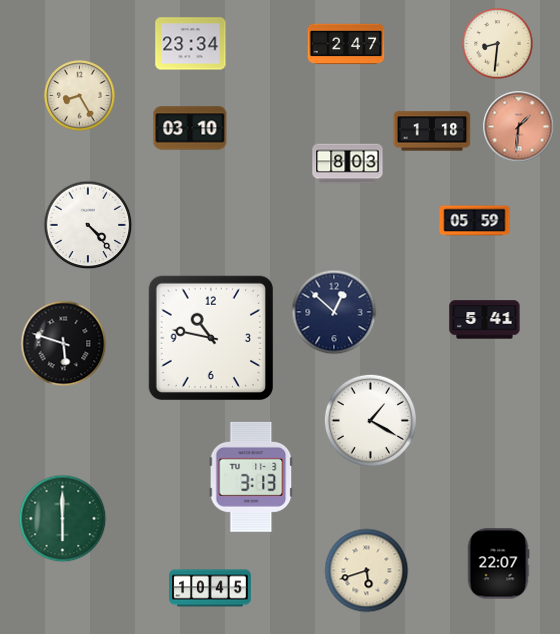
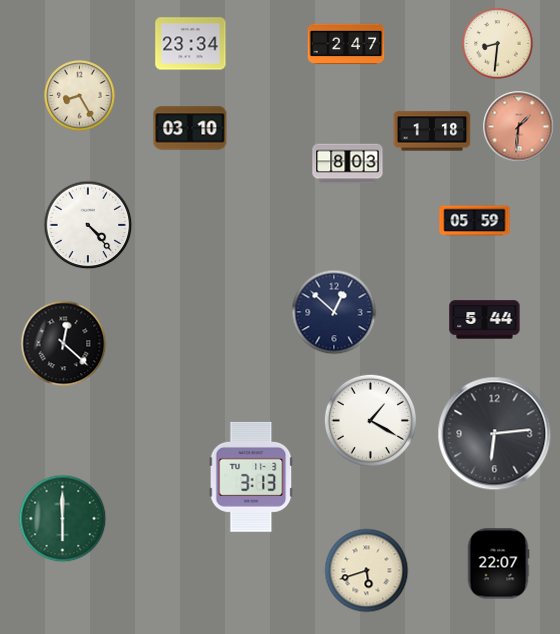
clock at (485, 320): 5:41 -> 5:44
clock at (210, 337): 10:47 -> none
clock at (64, 344): 5:48 -> 12:22
clock at (495, 434): none -> 6:14
clock at (210, 588): 10:45 -> none
